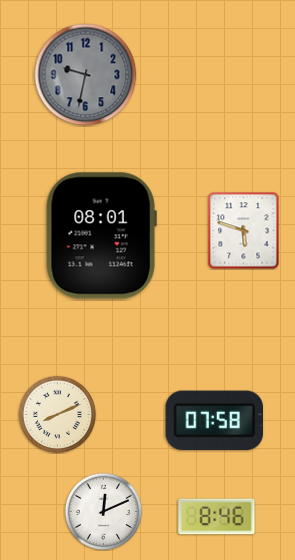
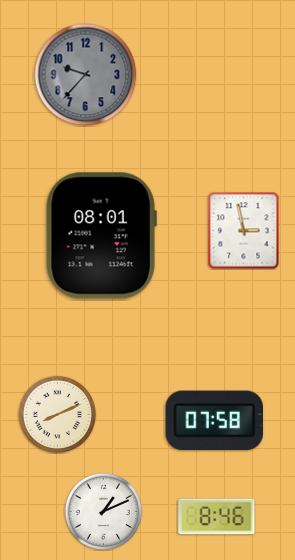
clock at (86, 75): 9:32 -> 9:37
clock at (244, 230): 5:48 -> 2:58
clock at (103, 511): 12:11 -> 1:11
